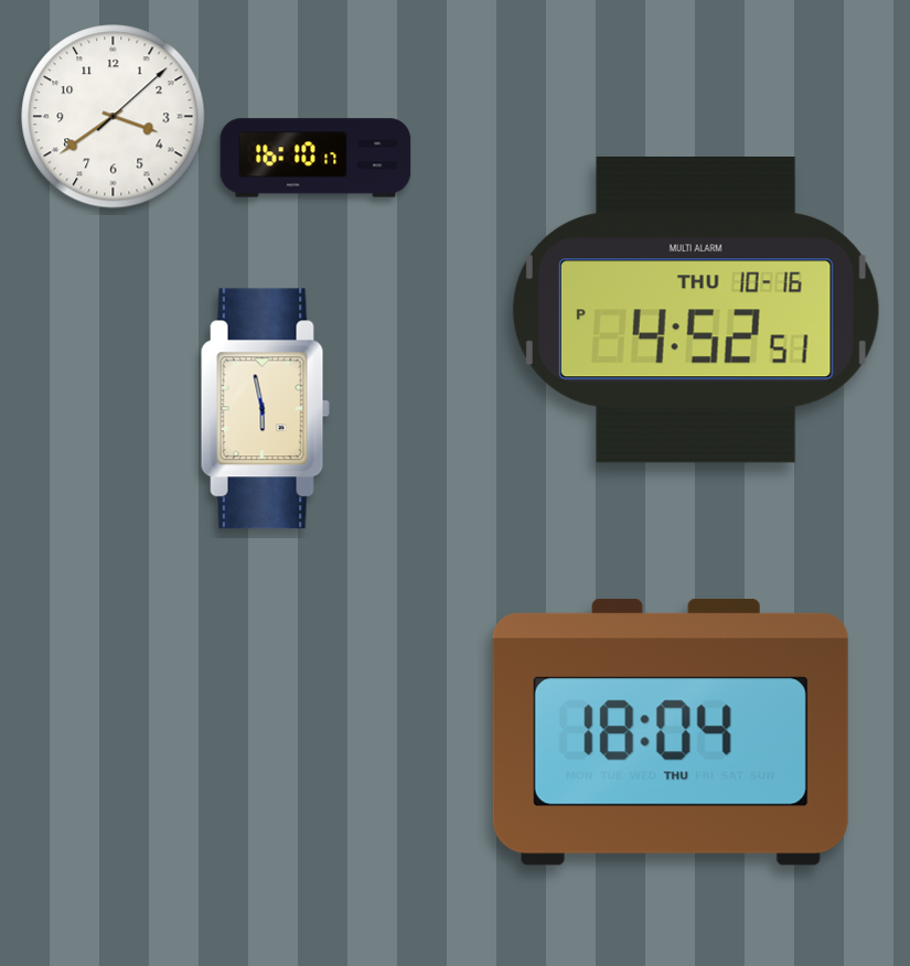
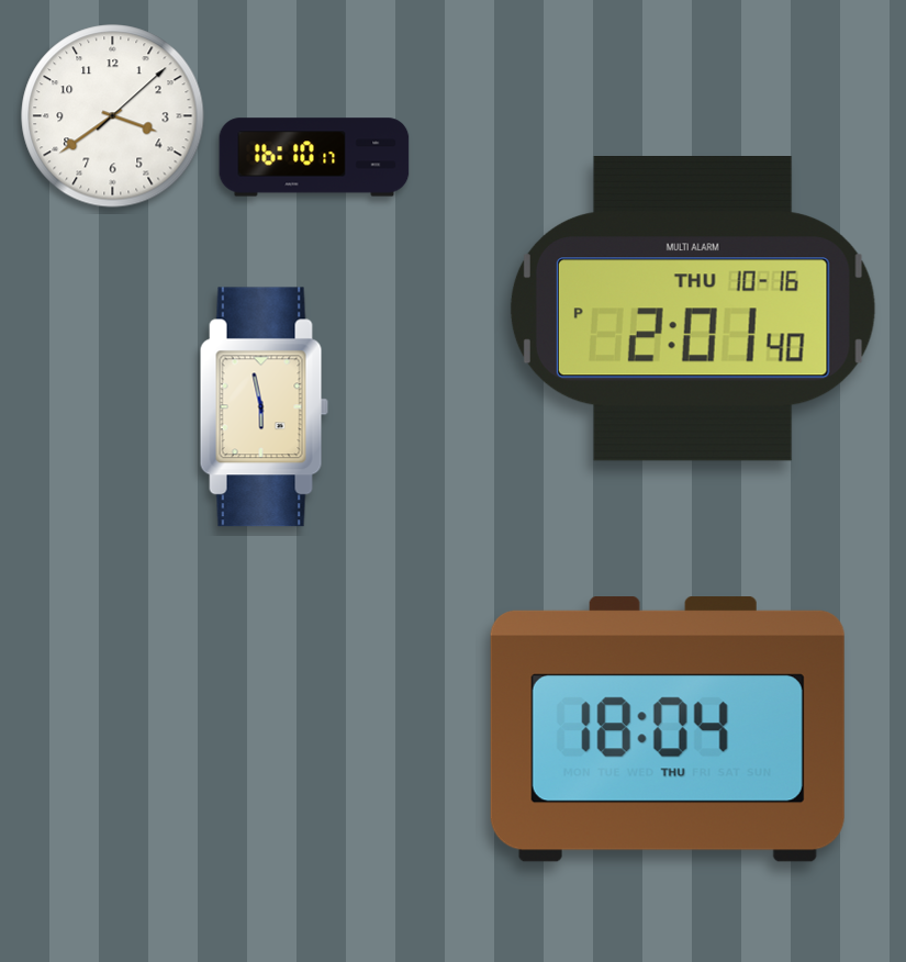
clock at (696, 311): 4:52 -> 2:01
